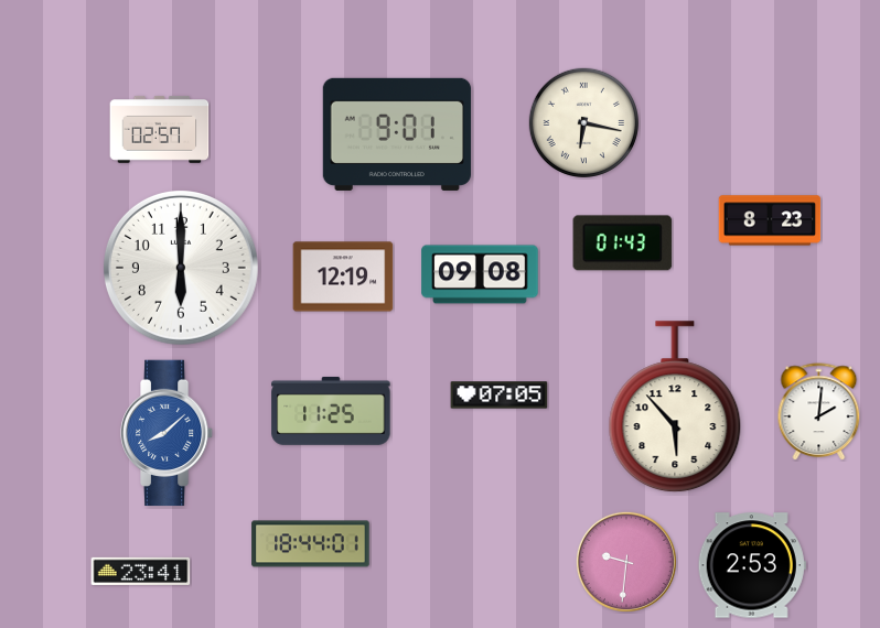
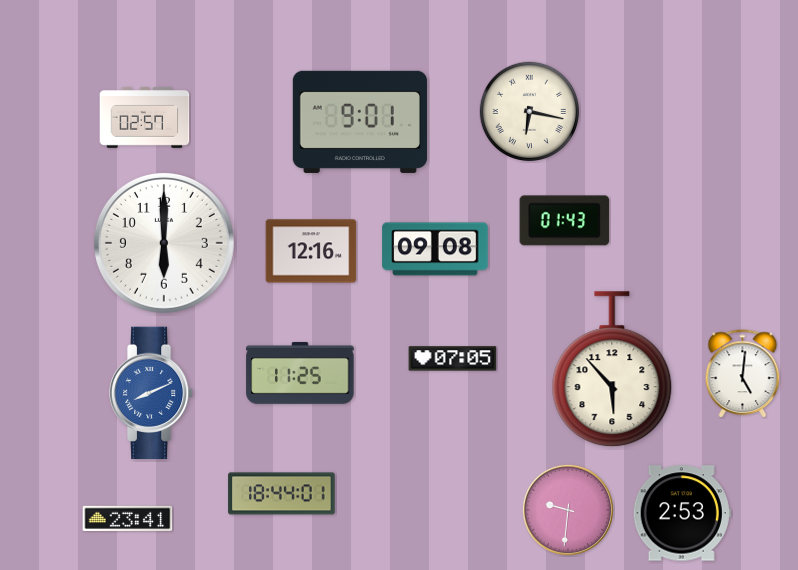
clock at (770, 220): 8:23 -> none
clock at (343, 277): 12:19 -> 12:16
clock at (819, 411): 2:01 -> 5:01
clock at (167, 433): 8:08 -> 8:11
